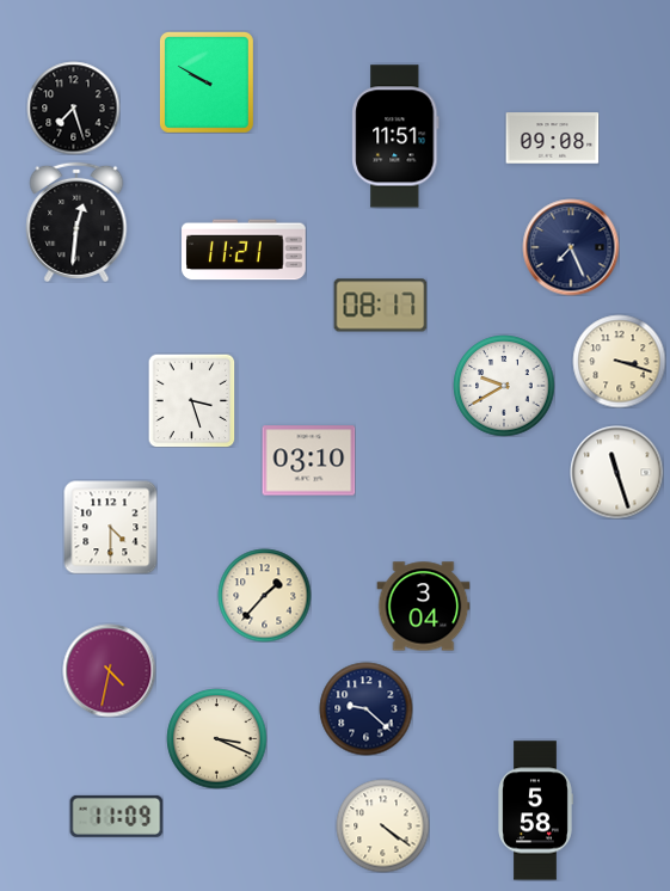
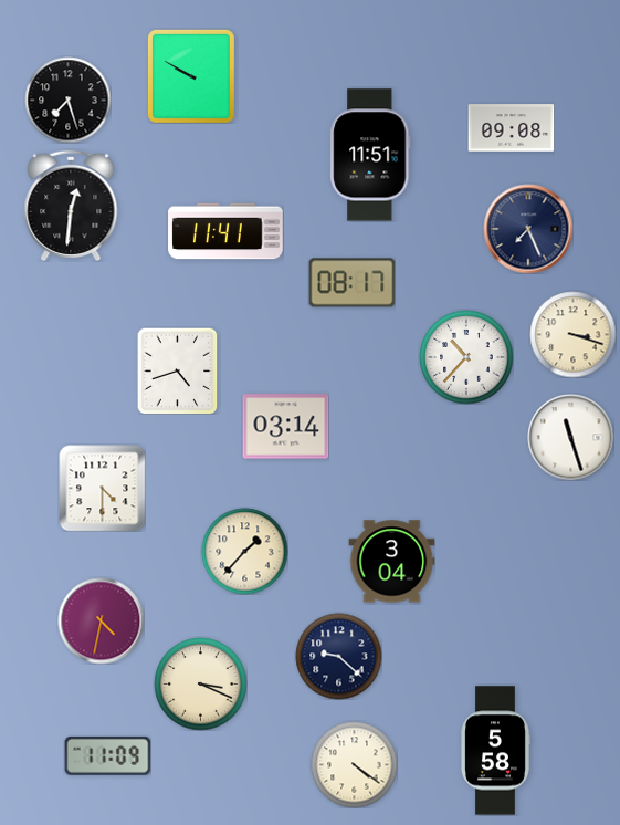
clock at (395, 136) position: (395, 136) -> (370, 155)
clock at (244, 250): 11:21 -> 11:41
clock at (504, 386): 9:40 -> 10:37
clock at (192, 400): 3:27 -> 4:42
clock at (308, 461): 03:10 -> 03:14
